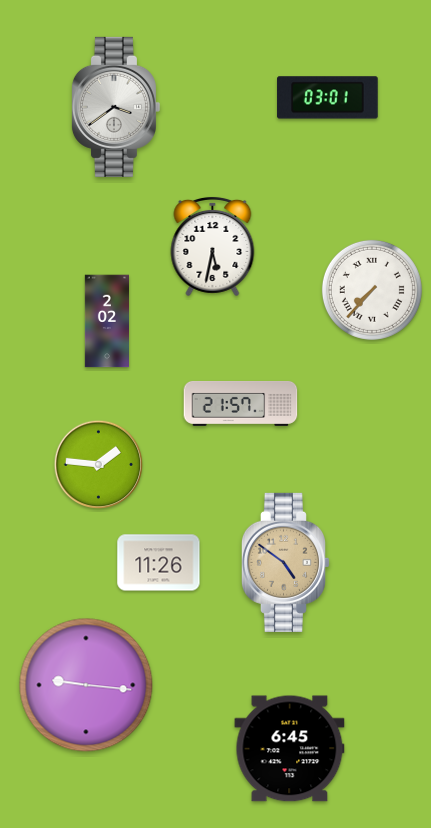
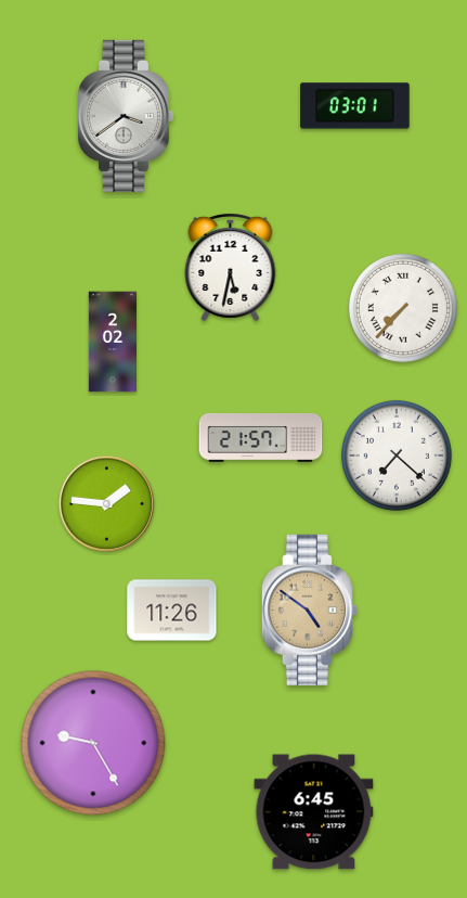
clock at (372, 290) position: (372, 290) -> (403, 308)
clock at (106, 321) position: (106, 321) -> (112, 342)
clock at (397, 456): none -> 7:22
clock at (86, 685): 9:16 -> 9:25
